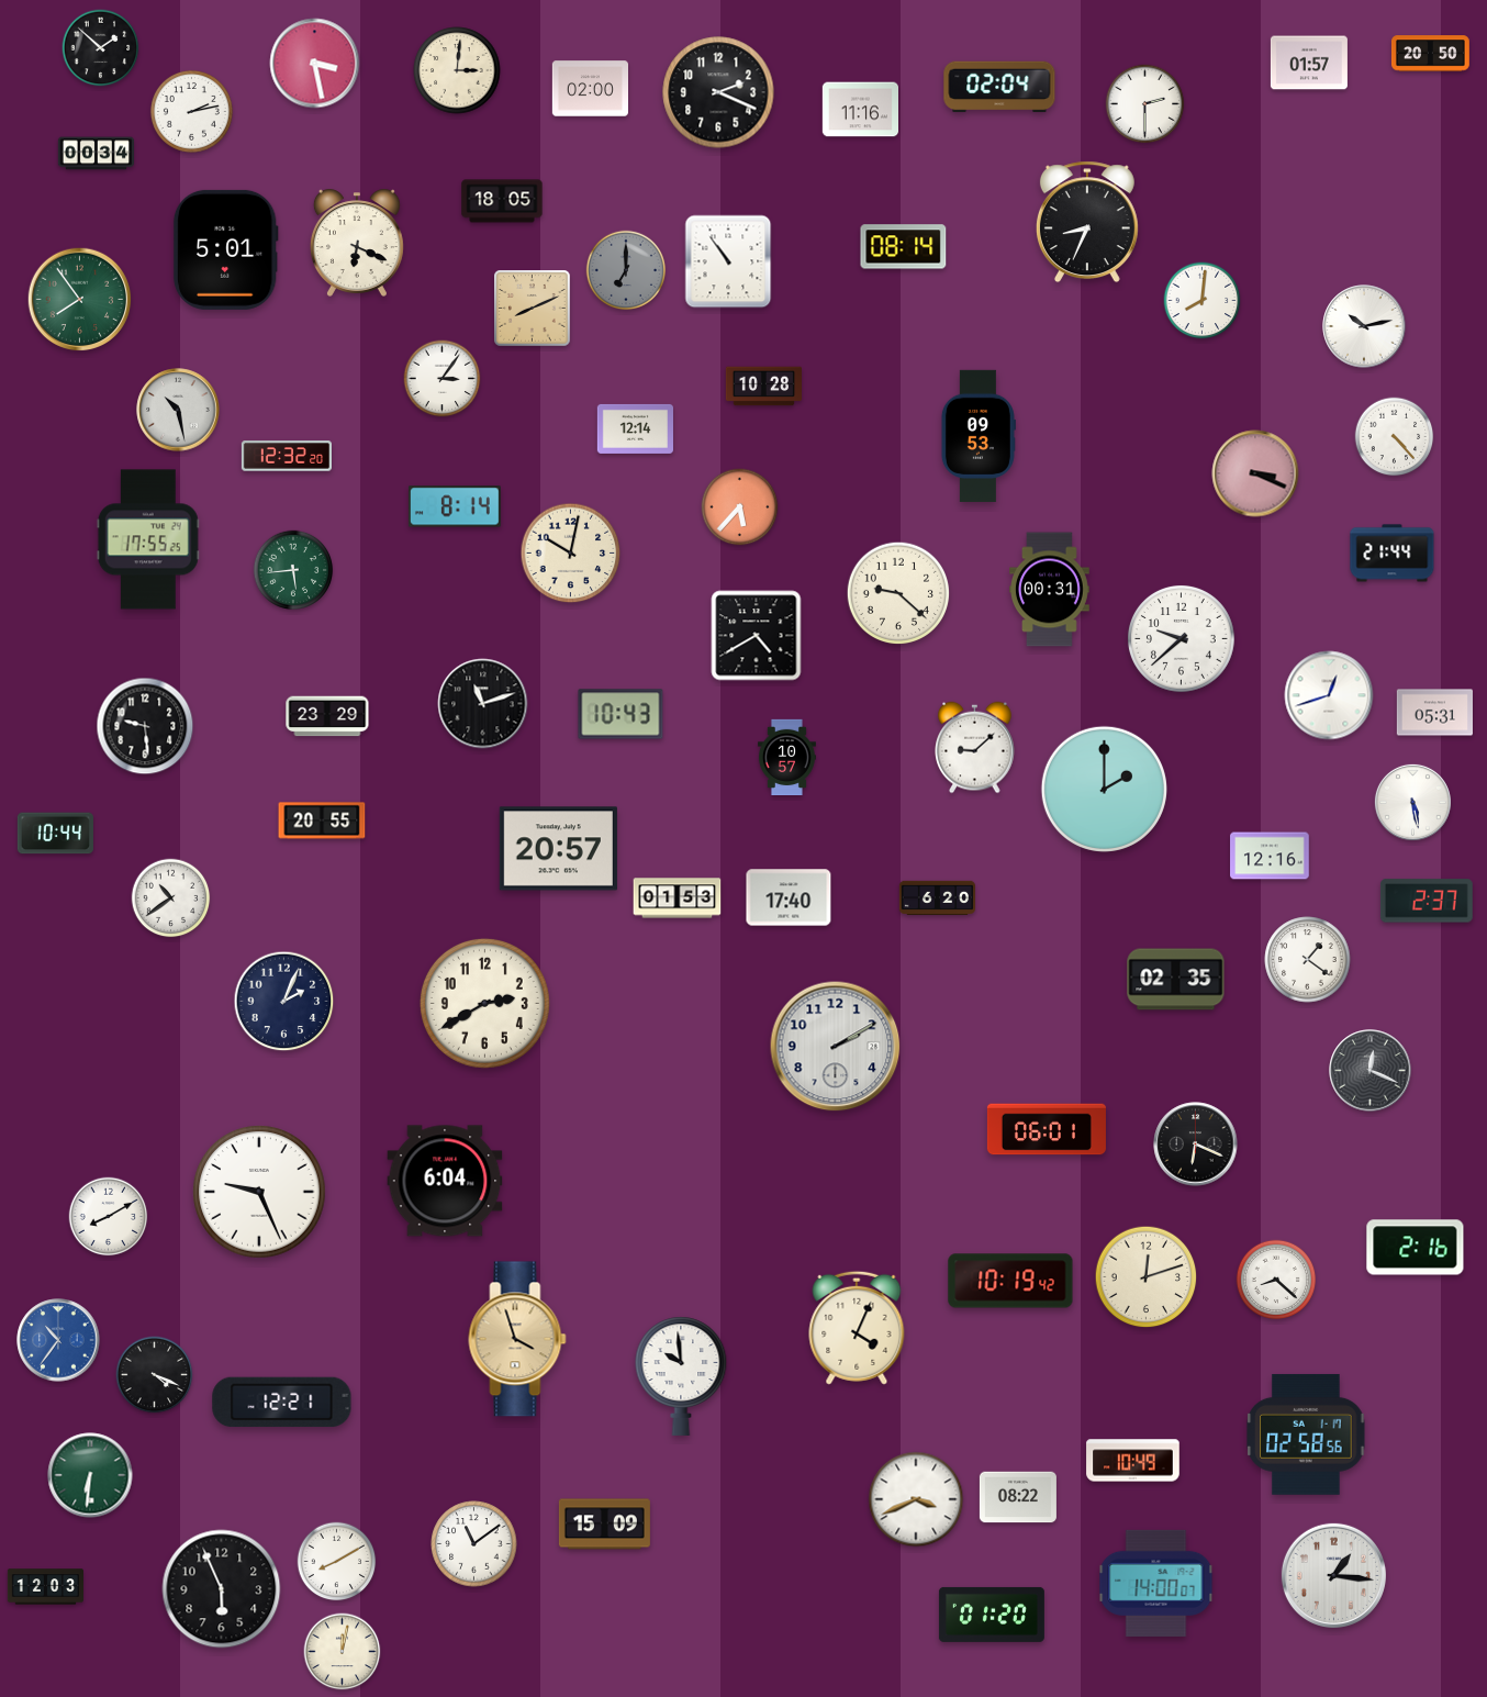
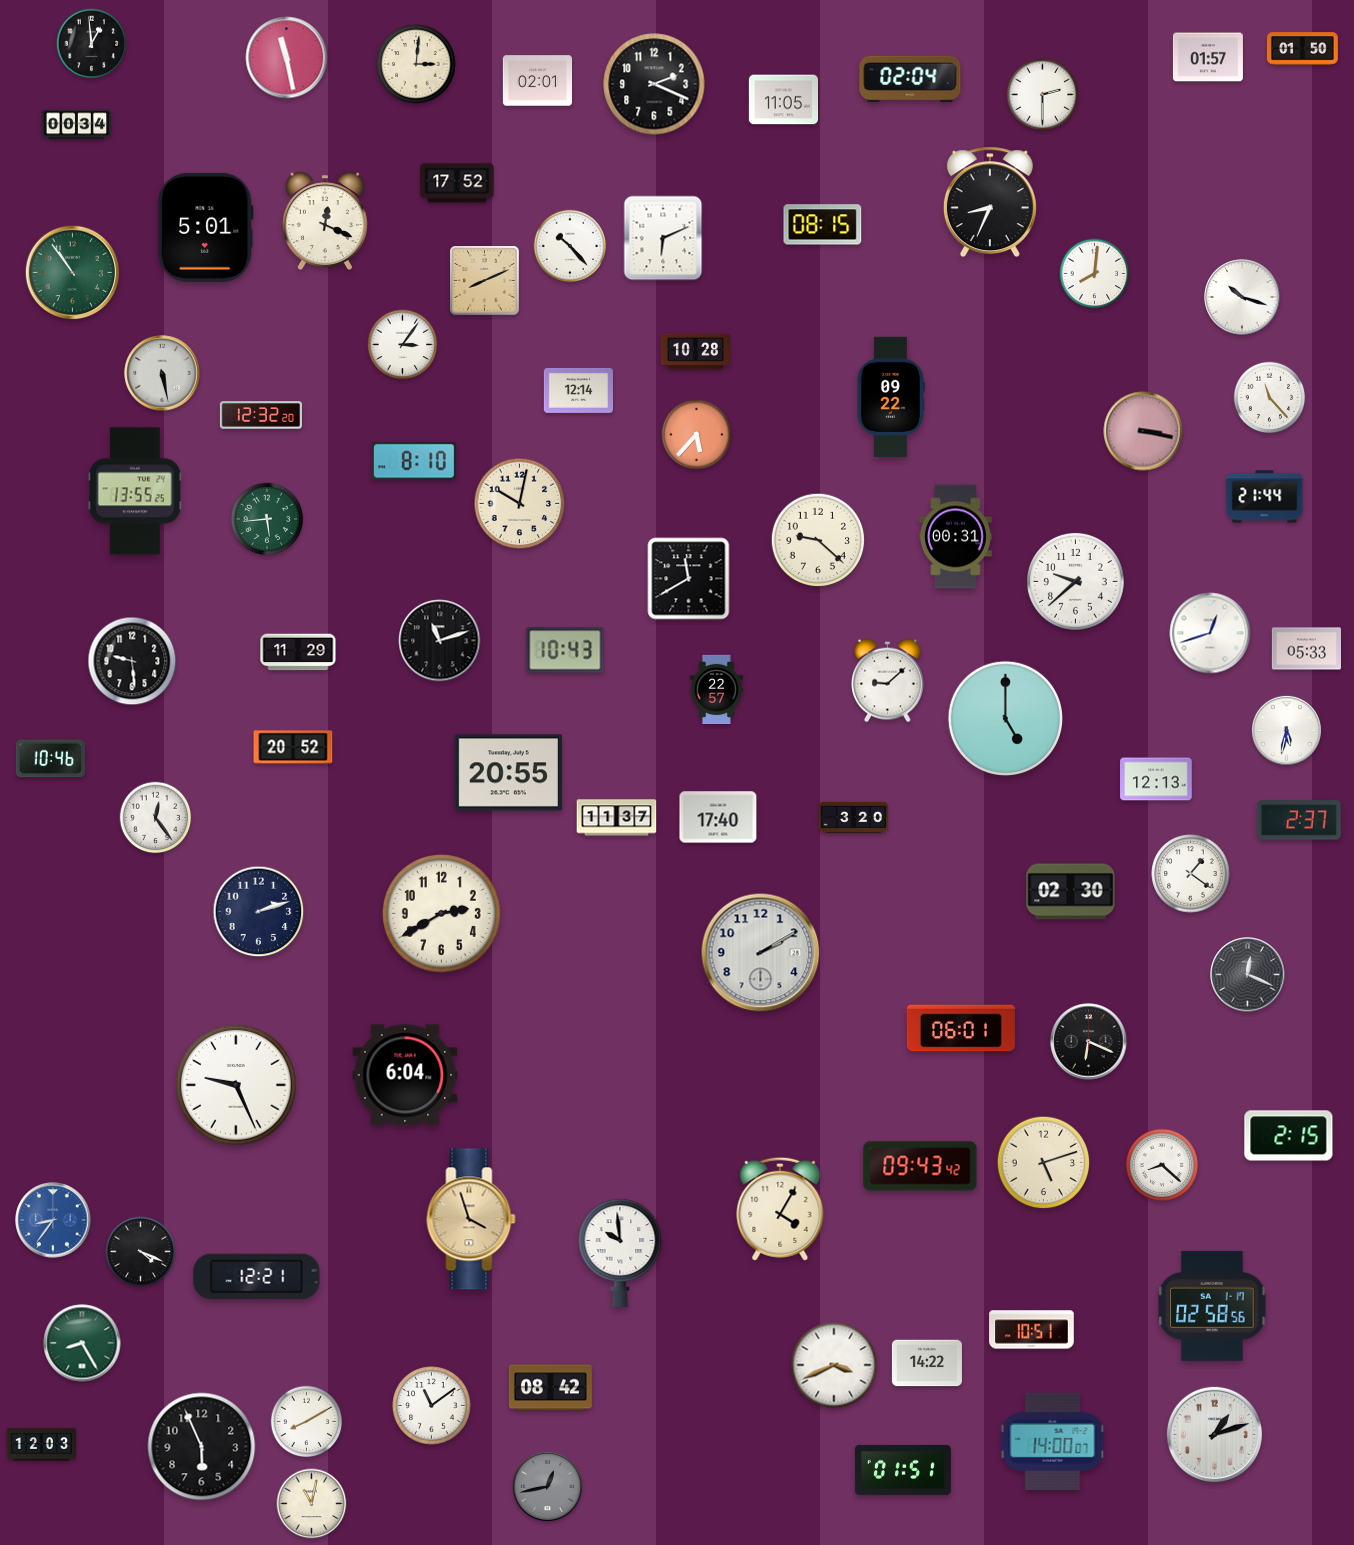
clock at (101, 48): 1:52 -> 12:59
clock at (1430, 54): 20:50 -> 01:50
clock at (1309, 63) position: (1309, 63) -> (1208, 57)
clock at (315, 64): 3:28 -> 11:28
clock at (590, 89): 02:00 -> 02:01
clock at (860, 110): 11:16 -> 11:05
clock at (191, 111): 2:13 -> none
clock at (96, 154) position: (96, 154) -> (76, 125)
clock at (502, 201): 18:05 -> 17:52
clock at (357, 243): 6:19 -> 12:19
clock at (904, 247): 08:14 -> 08:15
clock at (728, 261): 10:54 -> 6:11
clock at (626, 270): 7:00 -> 10:23
clock at (626, 270) dial: grey -> white
clock at (80, 300): 7:54 -> 10:54
clock at (1364, 326): 10:13 -> 10:18
clock at (178, 410): 10:28 -> 5:28
clock at (977, 436): 09:53 -> 09:22
clock at (1395, 437): 4:23 -> 11:23
clock at (1255, 473): 3:19 -> 3:17
clock at (455, 506): 8:14 -> 8:10
clock at (740, 507) position: (740, 507) -> (697, 435)
clock at (148, 539): 17:55 -> 13:55
clock at (1393, 554) position: (1393, 554) -> (1265, 497)
clock at (757, 636): 4:40 -> 11:40
clock at (1434, 713): 05:31 -> 05:33
clock at (327, 716): 23:29 -> 11:29
clock at (786, 757): 10:57 -> 22:57
clock at (1104, 789): 2:00 -> 5:00
clock at (1412, 802): 5:28 -> 5:32
clock at (322, 820): 20:55 -> 20:52
clock at (55, 834): 10:44 -> 10:46
clock at (558, 849): 20:57 -> 20:55
clock at (1270, 856): 12:16 -> 12:13
clock at (937, 897): 6:20 -> 3:20
clock at (171, 898): 10:39 -> 12:24
clock at (678, 898): 01:53 -> 11:37
clock at (1176, 980): 02:35 -> 02:30
clock at (284, 1002): 2:04 -> 2:12
clock at (1047, 1129) position: (1047, 1129) -> (961, 1028)
clock at (109, 1217): 8:10 -> none
clock at (1416, 1248): 2:16 -> 2:15
clock at (1147, 1277): 12:12 -> 5:12
clock at (1010, 1281): 10:19 -> 09:43
clock at (857, 1328): 4:04 -> 4:05
clock at (58, 1340): 10:36 -> 8:36
clock at (1306, 1434) position: (1306, 1434) -> (1212, 1306)
clock at (1133, 1461): 10:49 -> 10:51
clock at (90, 1475): 6:31 -> 8:25
clock at (1018, 1497): 08:22 -> 14:22
clock at (604, 1525): 15:09 -> 08:42
clock at (1333, 1575): 1:16 -> 1:12
clock at (992, 1615): 01:20 -> 01:51
clock at (547, 1486): none -> 12:43
clock at (343, 1652): 12:02 -> 11:02
